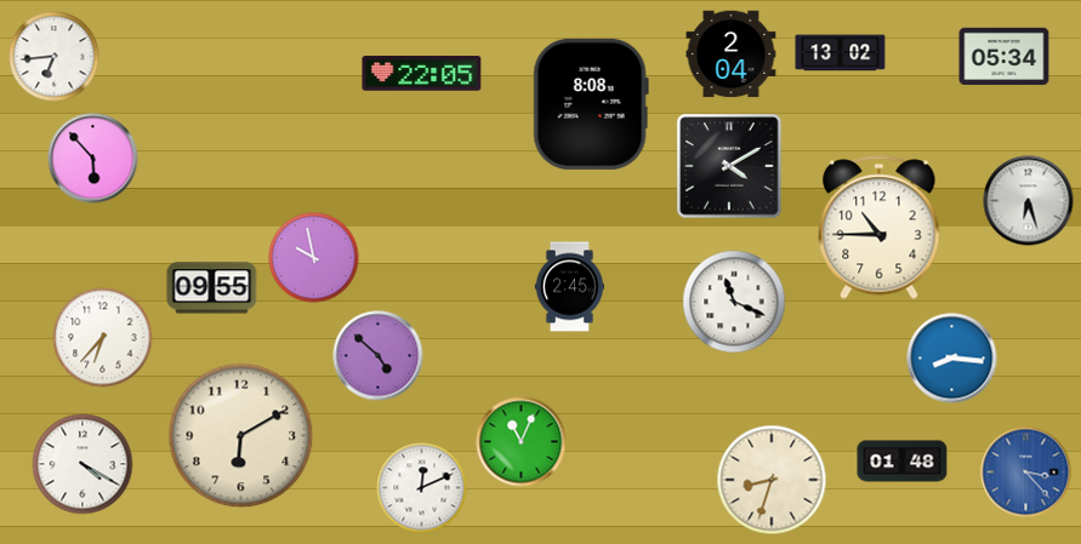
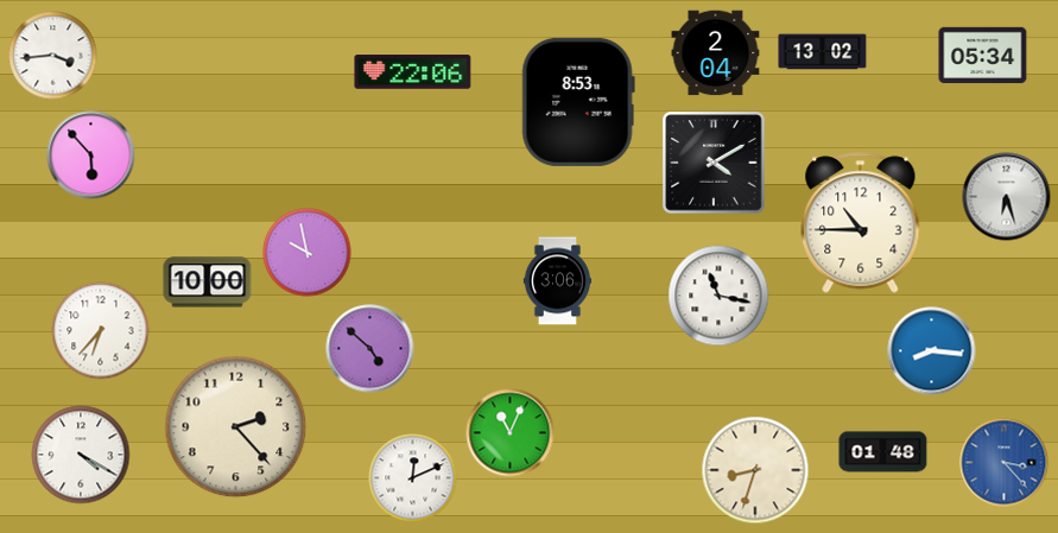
clock at (55, 57): 6:44 -> 3:44
clock at (422, 74): 22:05 -> 22:06
clock at (591, 104): 8:08 -> 8:53
clock at (569, 287): 2:45 -> 3:06
clock at (212, 288): 09:55 -> 10:00
clock at (734, 302): 11:19 -> 11:17
clock at (241, 436): 6:10 -> 2:23
